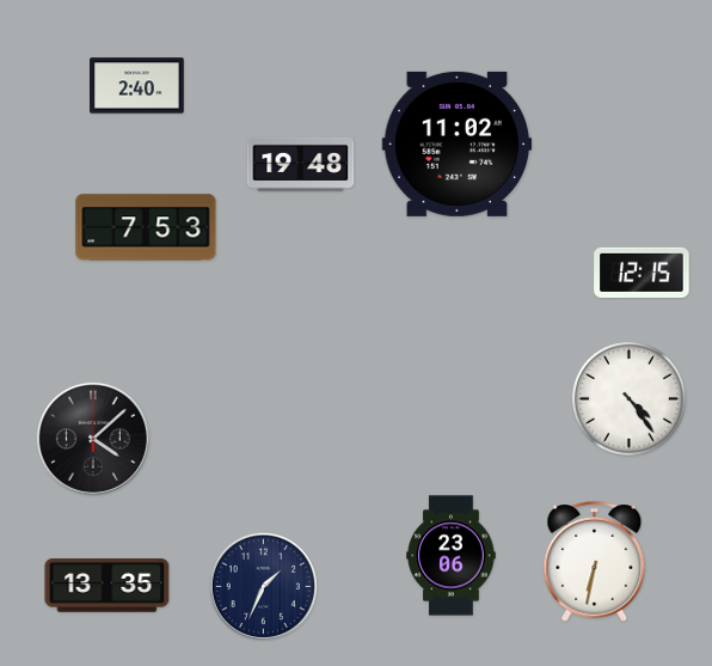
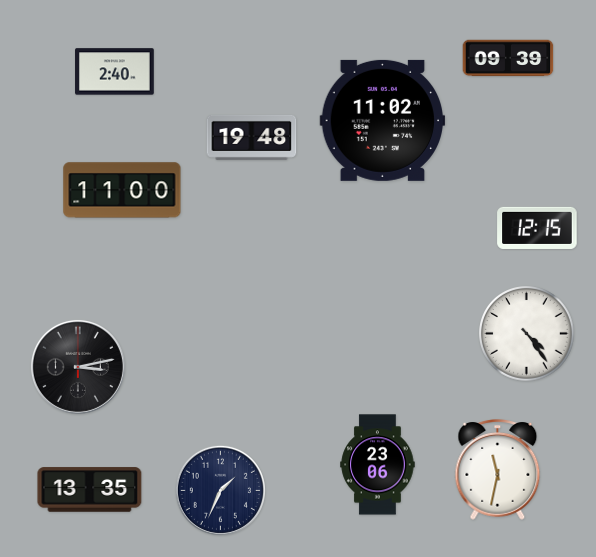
clock at (508, 58): none -> 09:39
clock at (146, 227): 7:53 -> 11:00
clock at (93, 439): 4:08 -> 3:13
clock at (595, 562): 6:32 -> 11:32
